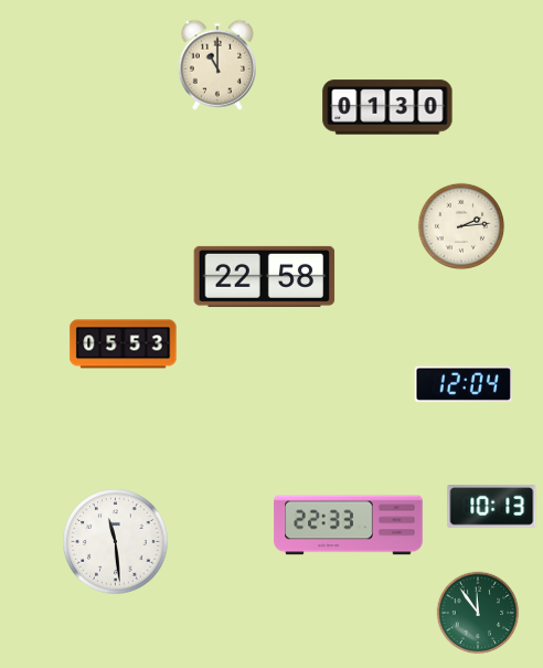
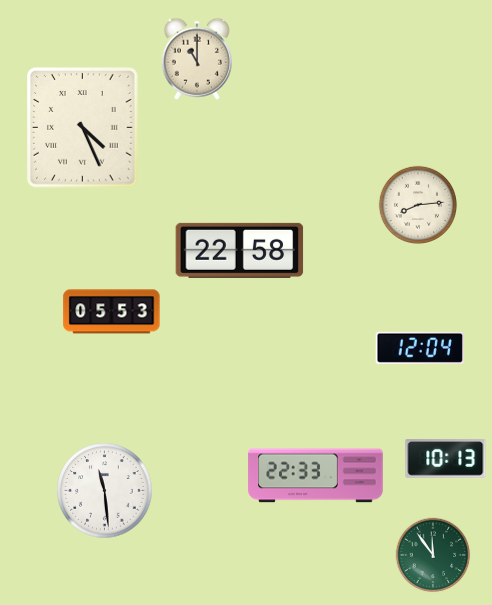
clock at (387, 107): 01:30 -> none
clock at (83, 128): none -> 4:26
clock at (460, 225): 2:14 -> 8:14
